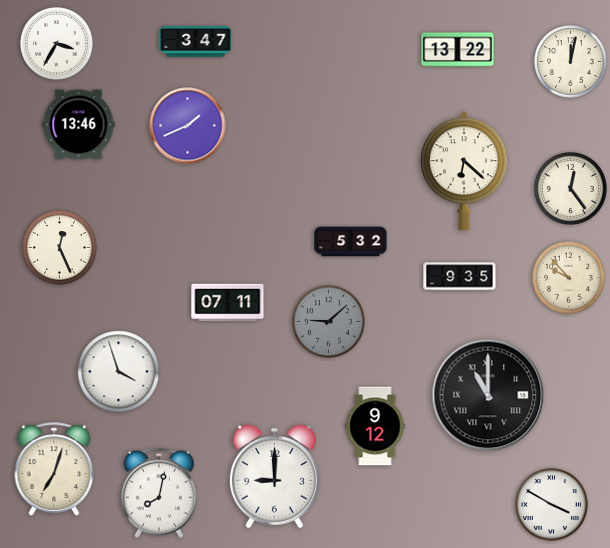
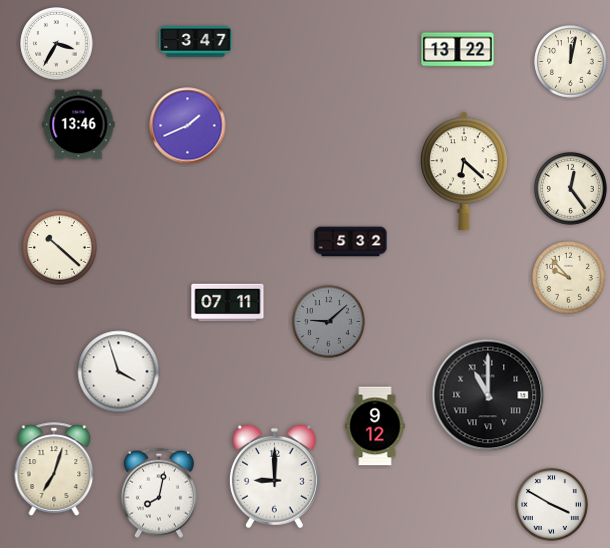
clock at (60, 248): 12:26 -> 10:22
clock at (460, 277): 9:35 -> none
